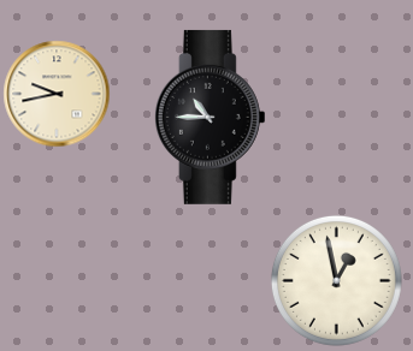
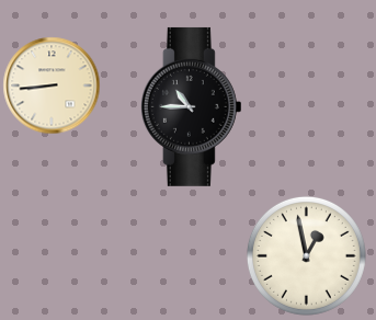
clock at (57, 94): 9:43 -> 8:44
